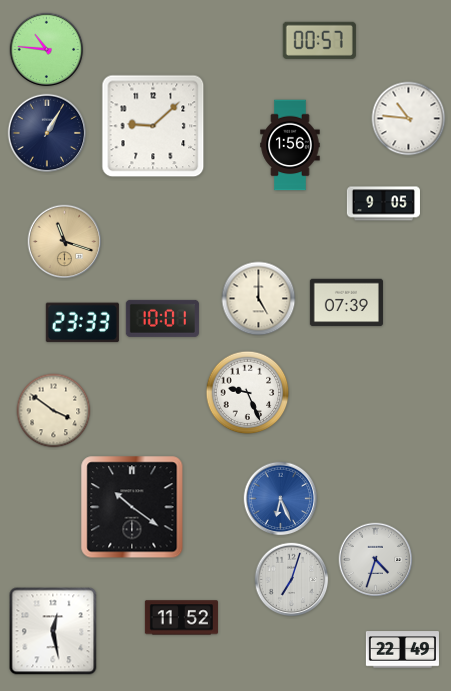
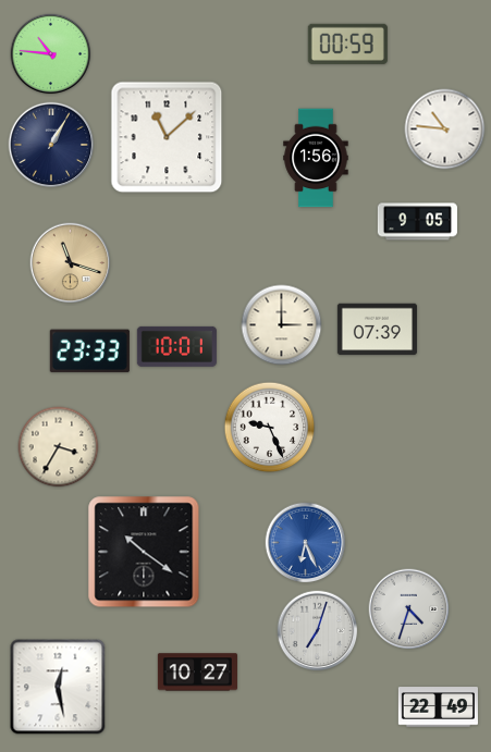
clock at (319, 40): 00:57 -> 00:59
clock at (153, 126): 9:08 -> 11:08
clock at (259, 299): 5:00 -> 3:00
clock at (54, 411): 3:51 -> 3:35
clock at (181, 618): 11:52 -> 10:27
